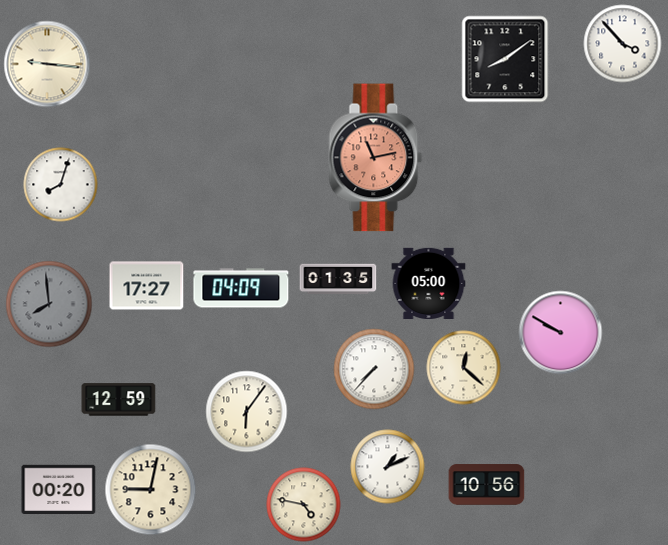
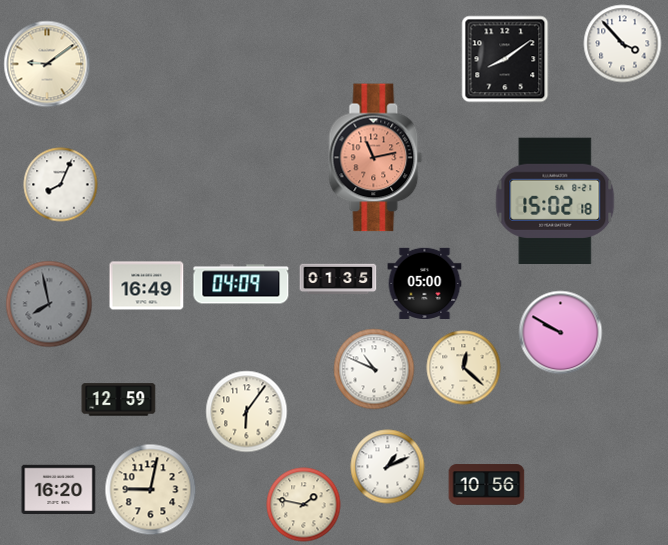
clock at (47, 64): 9:16 -> 9:09
clock at (61, 185): 8:03 -> 8:04
clock at (555, 200): none -> 15:02
clock at (429, 283) position: (429, 283) -> (425, 283)
clock at (147, 286): 17:27 -> 16:49
clock at (241, 288) position: (241, 288) -> (241, 284)
clock at (49, 304): 7:59 -> 7:58
clock at (374, 369): 7:37 -> 10:49
clock at (59, 489): 00:20 -> 16:20
clock at (304, 505): 4:47 -> 1:47
